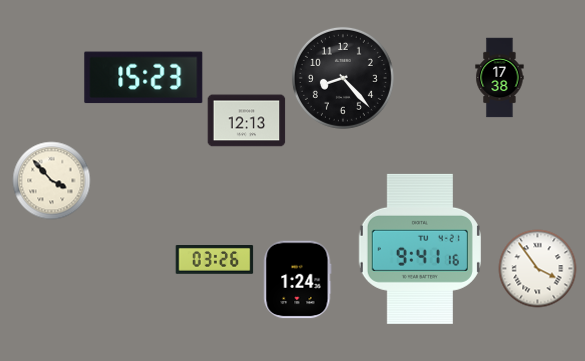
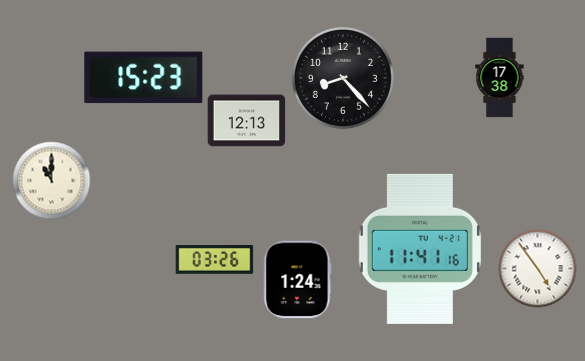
clock at (51, 180): 3:53 -> 11:00
clock at (420, 249): 9:41 -> 11:41
clock at (537, 268): 3:54 -> 4:54
